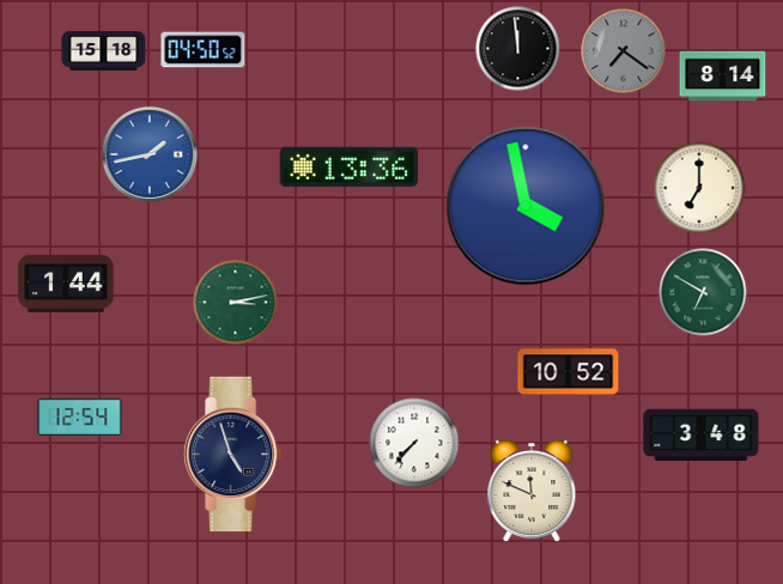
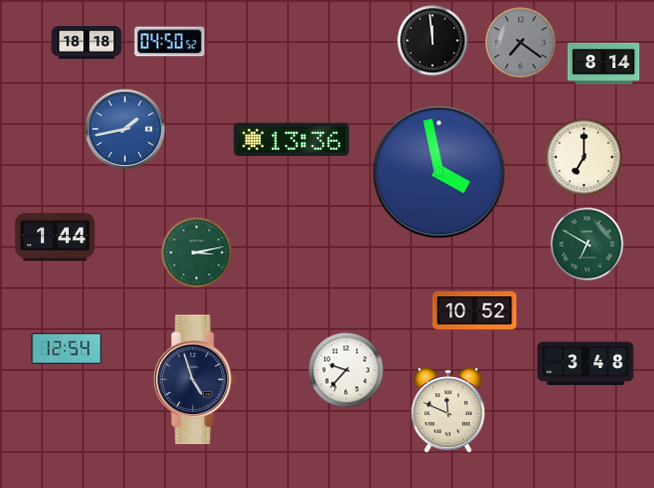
clock at (104, 51): 15:18 -> 18:18
clock at (414, 443): 7:37 -> 9:37
clock at (532, 492) position: (532, 492) -> (448, 411)
